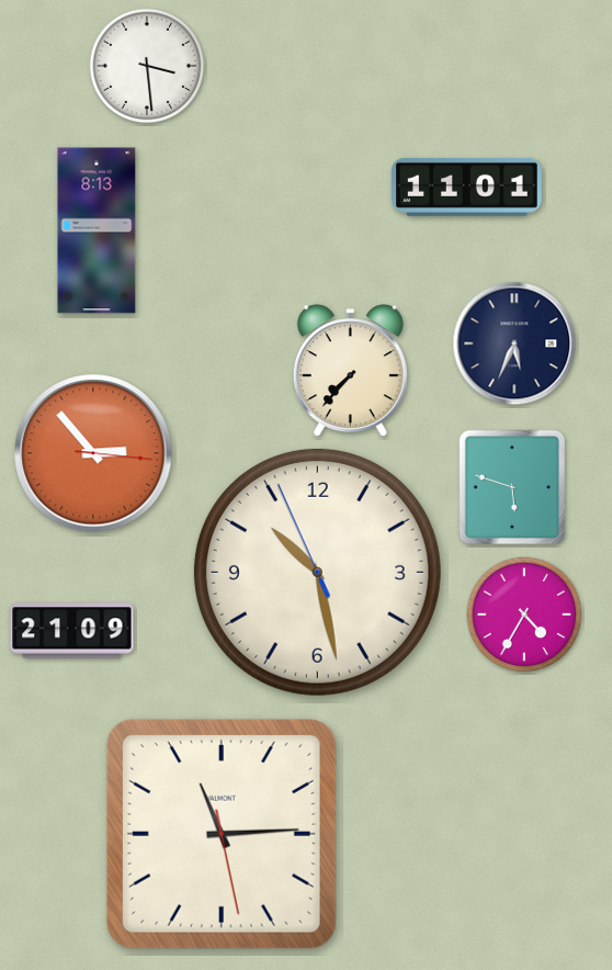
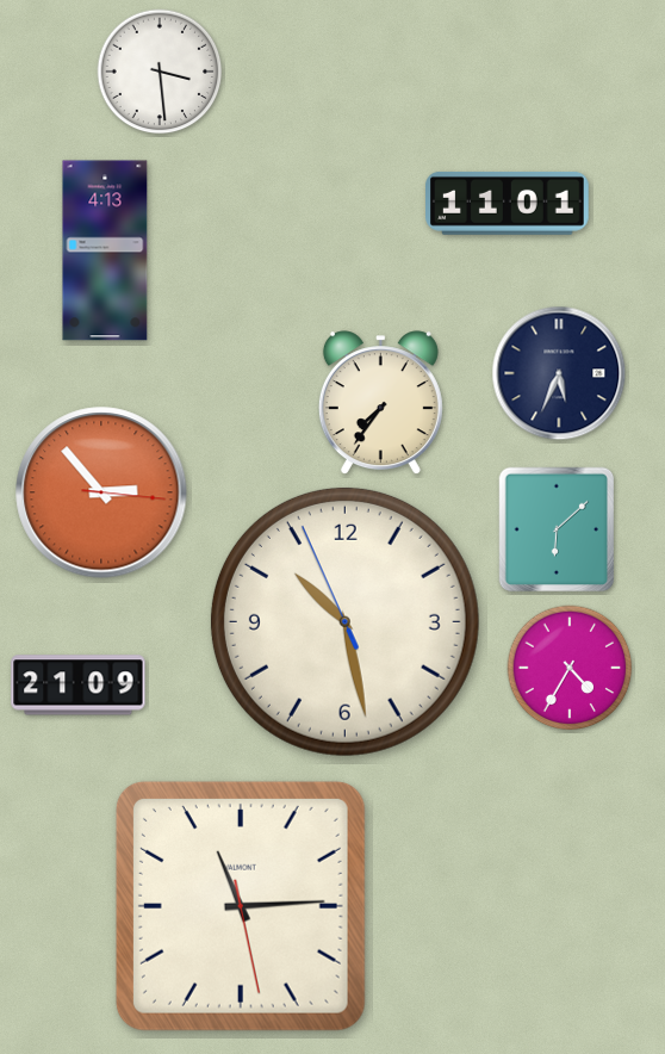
clock at (97, 230): 8:13 -> 4:13
clock at (350, 371): 7:37 -> 7:36
clock at (512, 487): 5:48 -> 6:08
